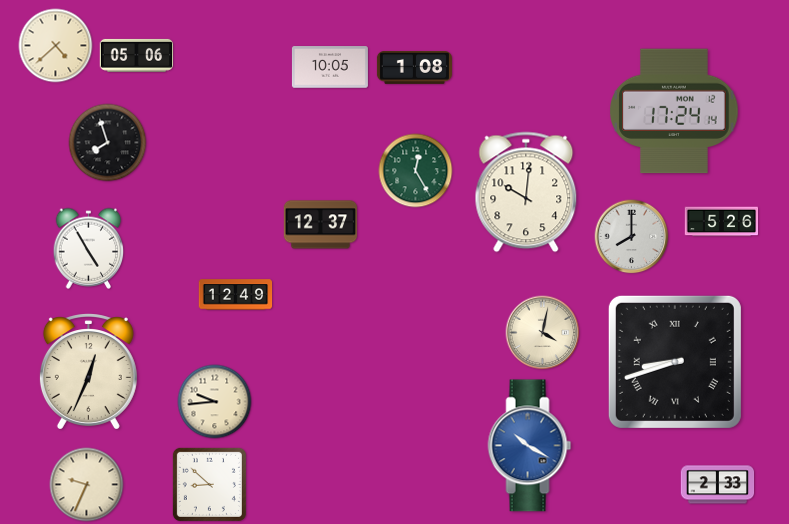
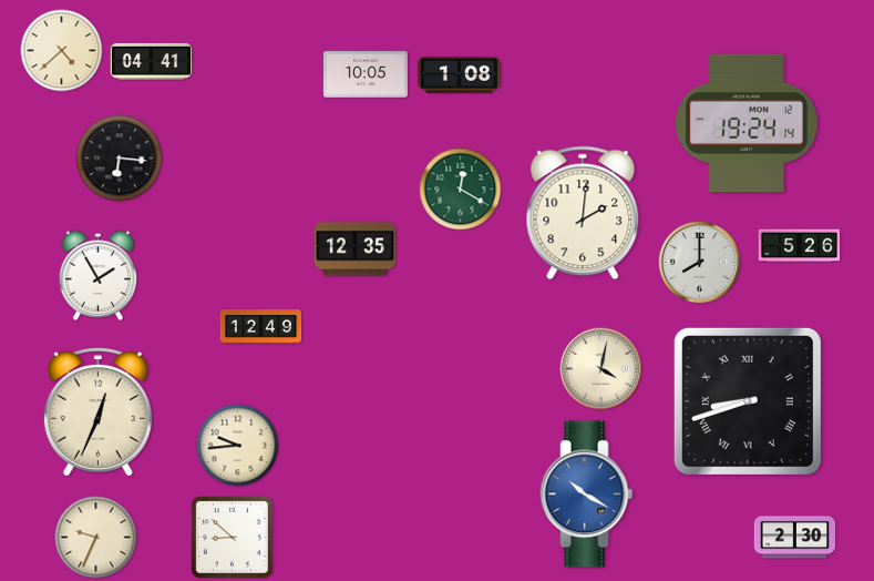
clock at (137, 55): 05:06 -> 04:41
clock at (674, 111): 17:24 -> 19:24
clock at (108, 143): 7:57 -> 6:16
clock at (416, 171): 12:25 -> 12:20
clock at (526, 192): 10:01 -> 2:01
clock at (321, 225): 12:37 -> 12:35
clock at (89, 248): 4:55 -> 1:55
clock at (718, 485): 2:33 -> 2:30
